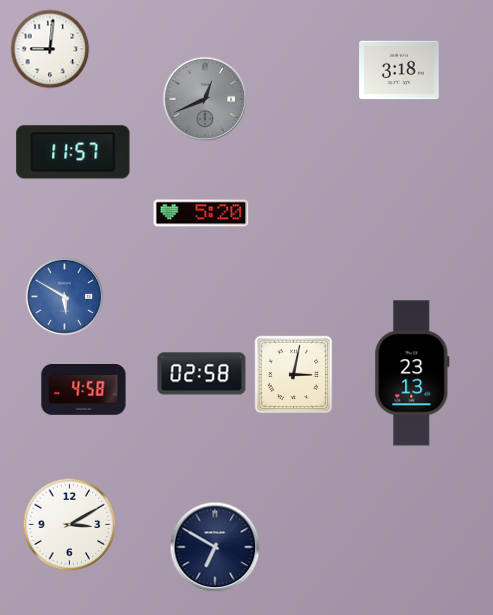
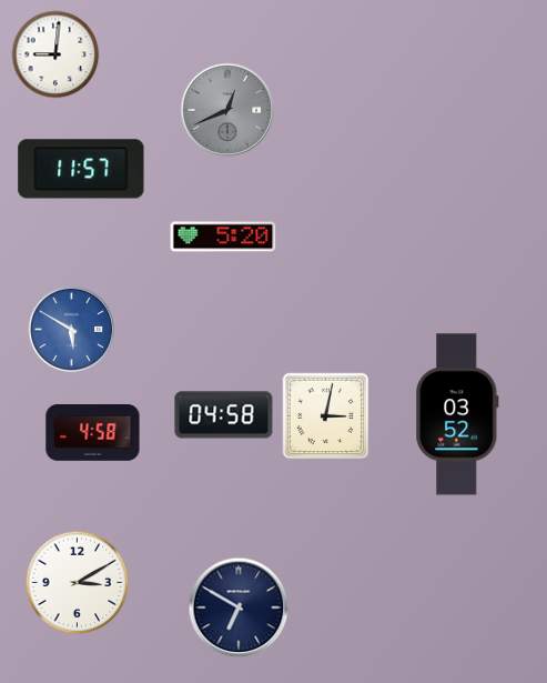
clock at (399, 70): 3:18 -> none
clock at (412, 373): 23:13 -> 03:52
clock at (202, 374): 02:58 -> 04:58
